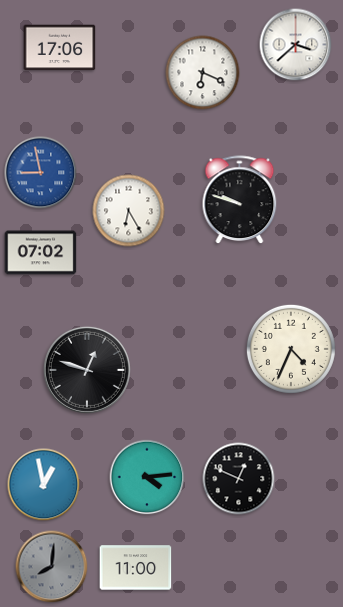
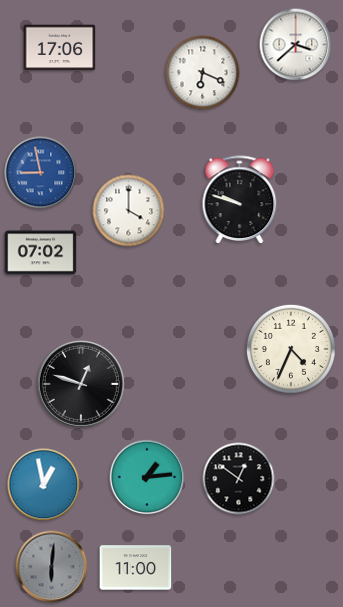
clock at (129, 211): 6:25 -> 4:00
clock at (87, 370) position: (87, 370) -> (81, 384)
clock at (147, 477): 4:14 -> 1:14
clock at (239, 479): 12:49 -> 12:51
clock at (52, 567): 8:01 -> 6:01
